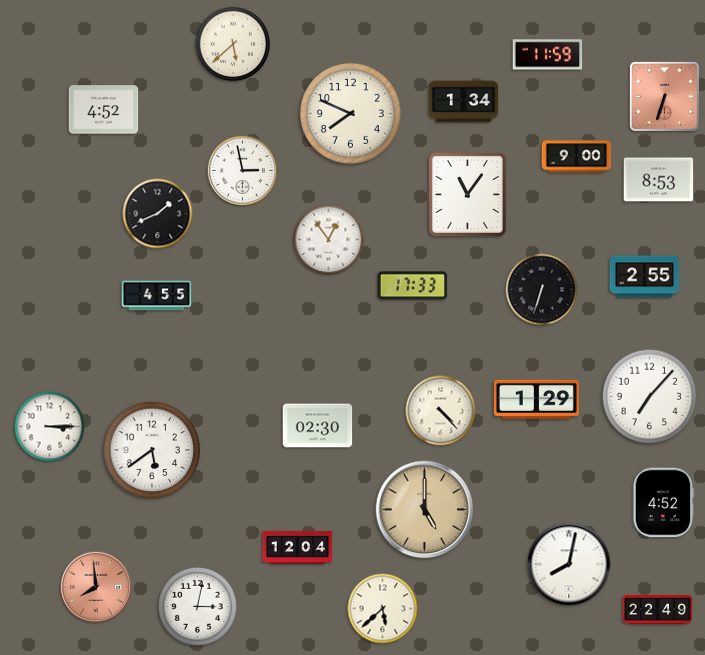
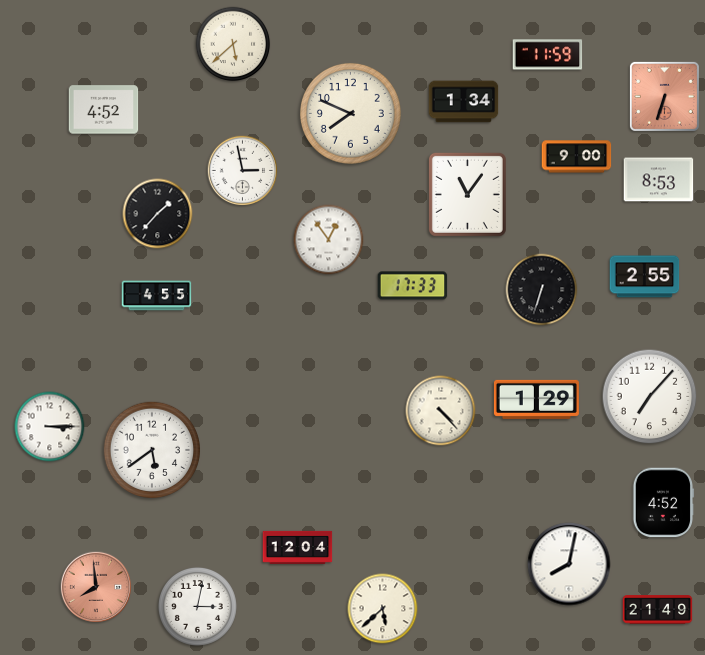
clock at (158, 214): 1:41 -> 1:37
clock at (318, 426): 02:30 -> none
clock at (425, 510): 5:00 -> none
clock at (658, 610): 22:49 -> 21:49
